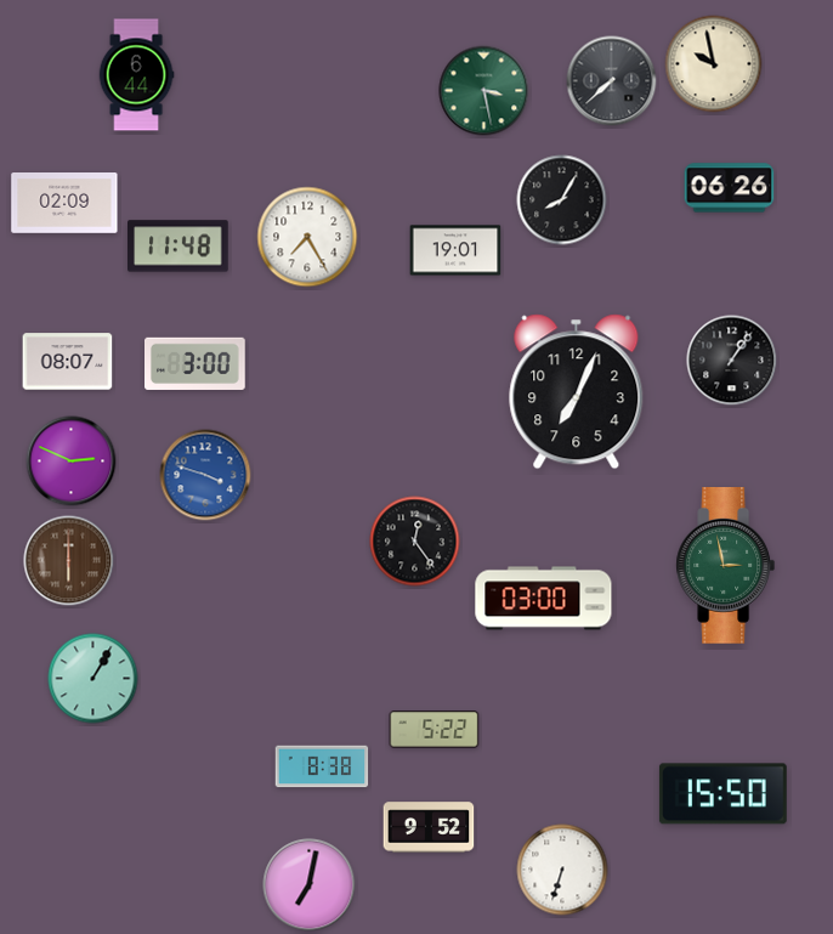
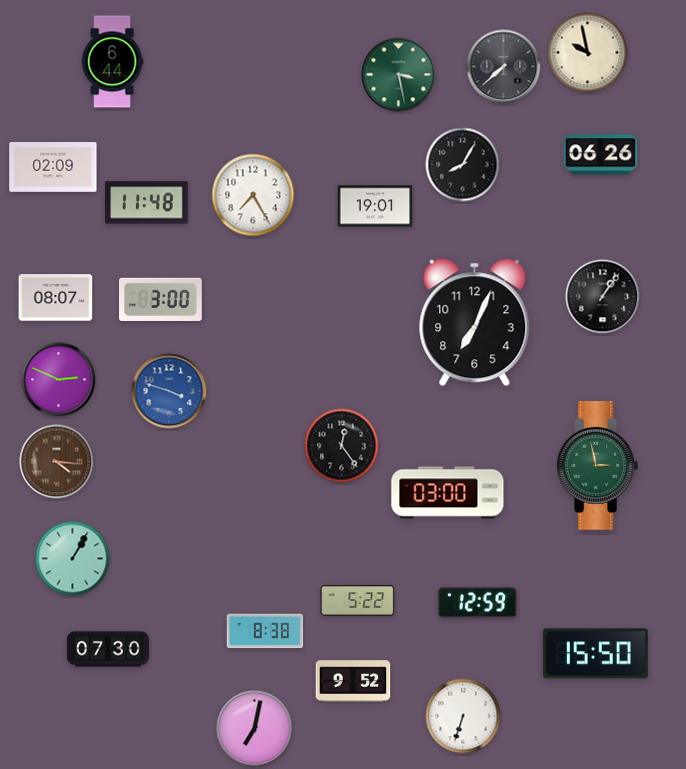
clock at (69, 561): 6:00 -> 4:16
clock at (93, 679) position: (93, 679) -> (73, 559)
clock at (477, 603): none -> 12:59
clock at (108, 649): none -> 07:30
